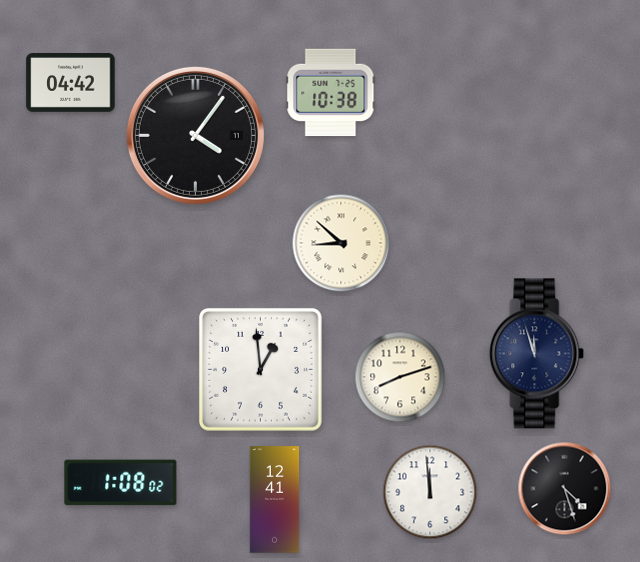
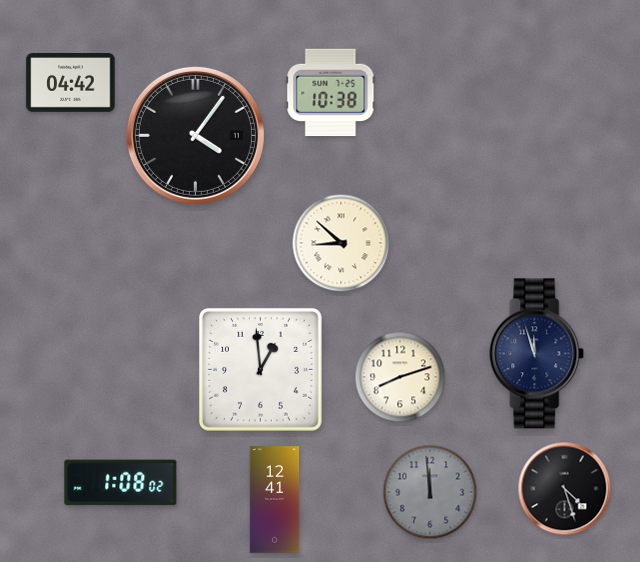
clock at (430, 492) dial: white -> grey
